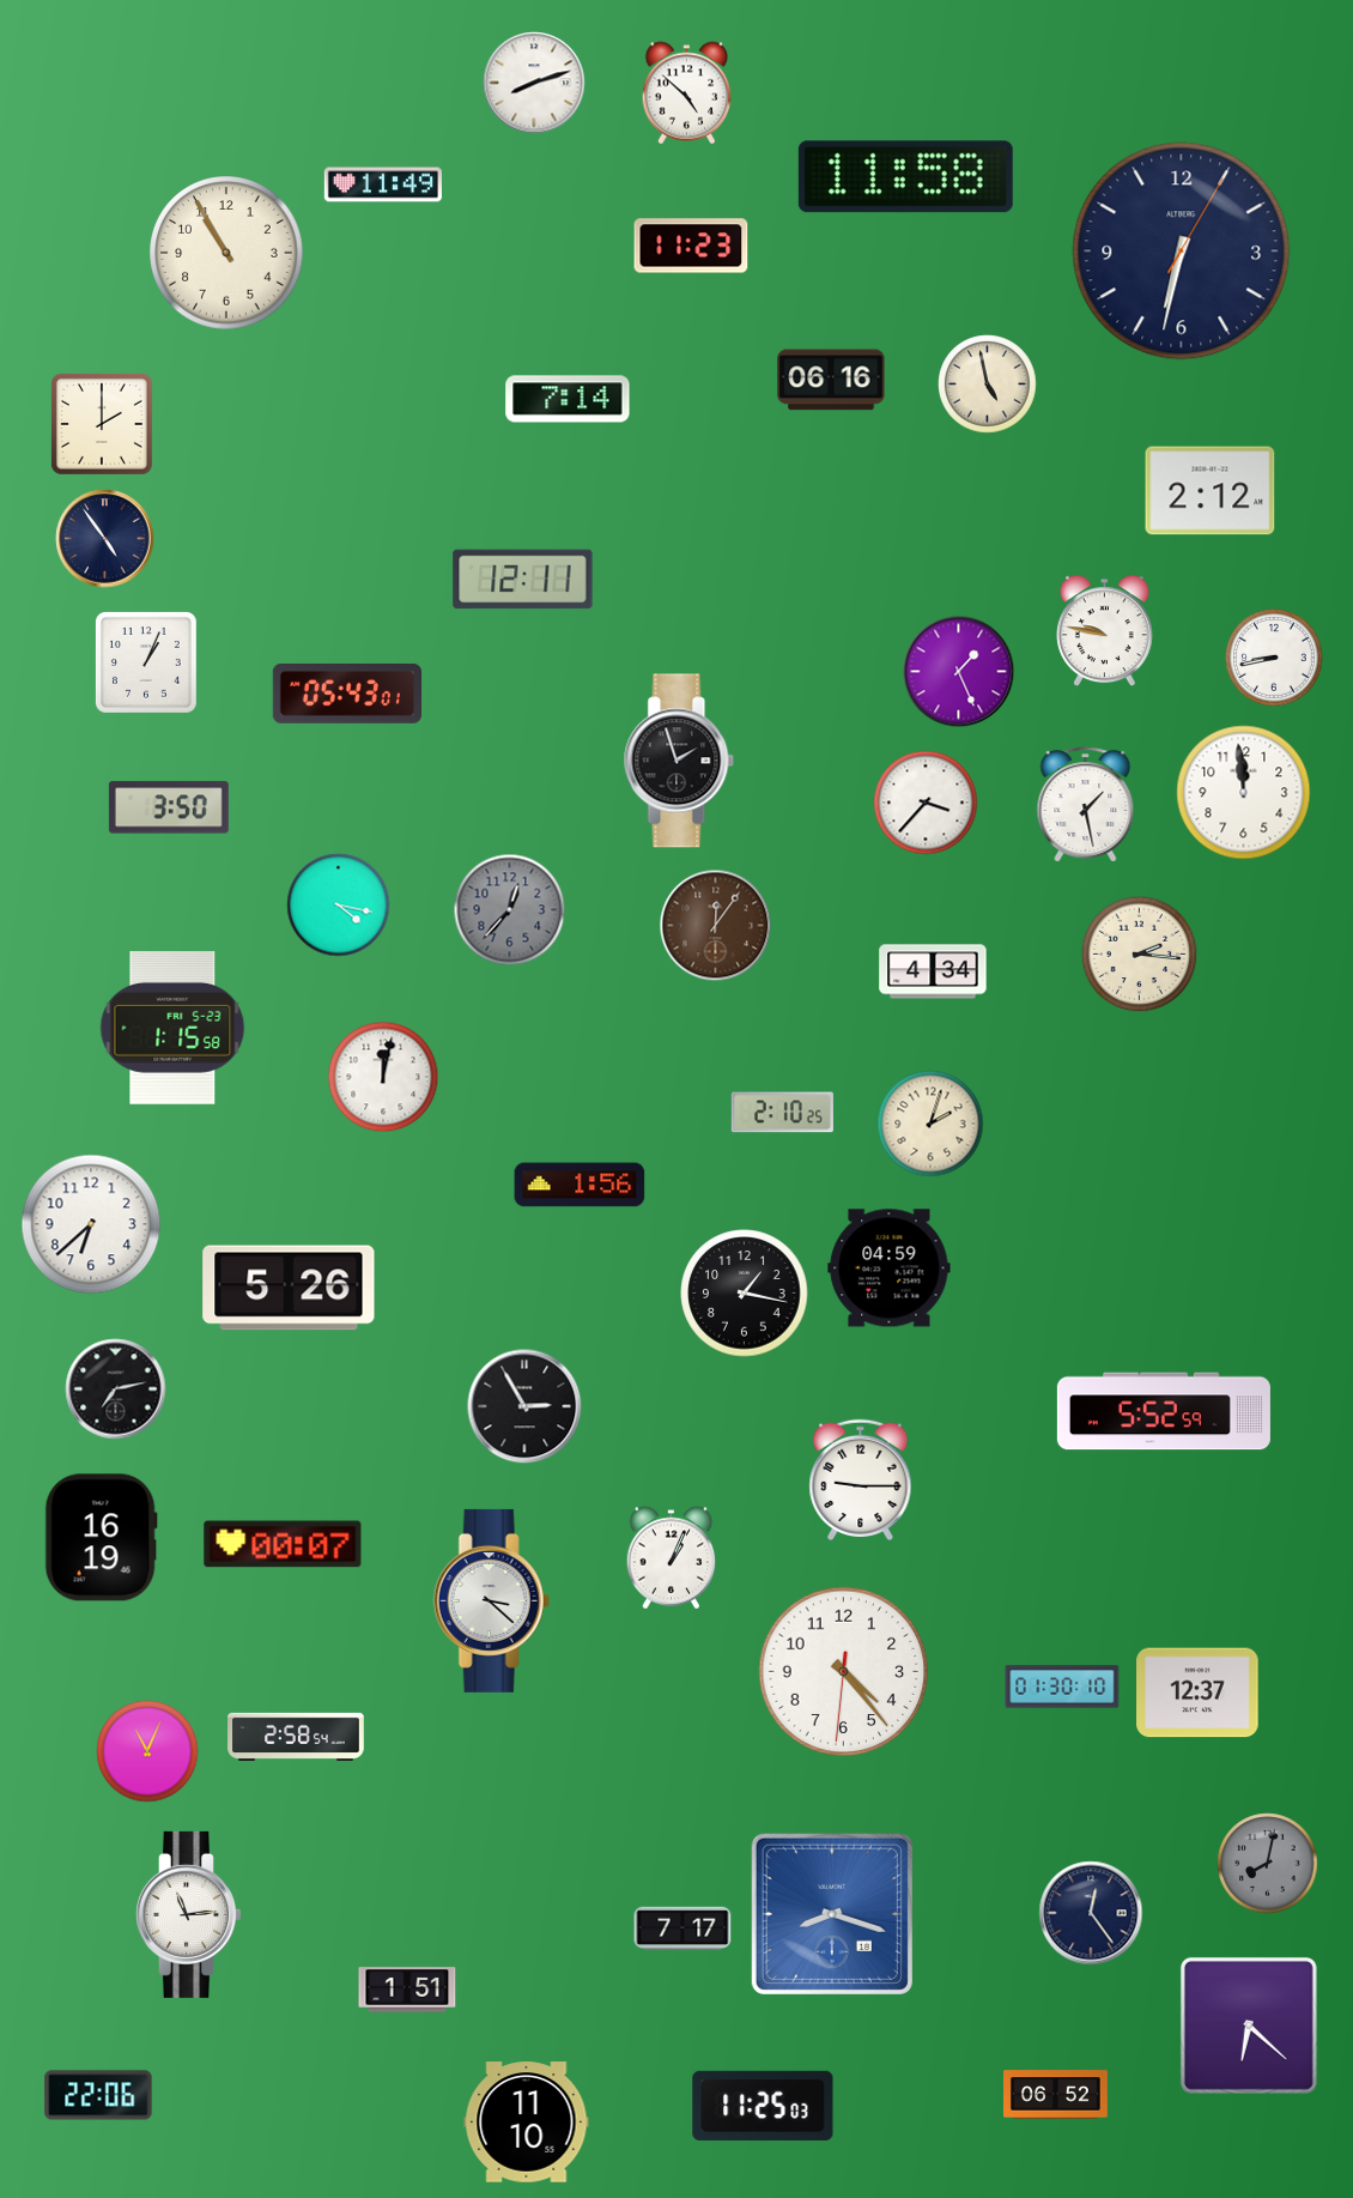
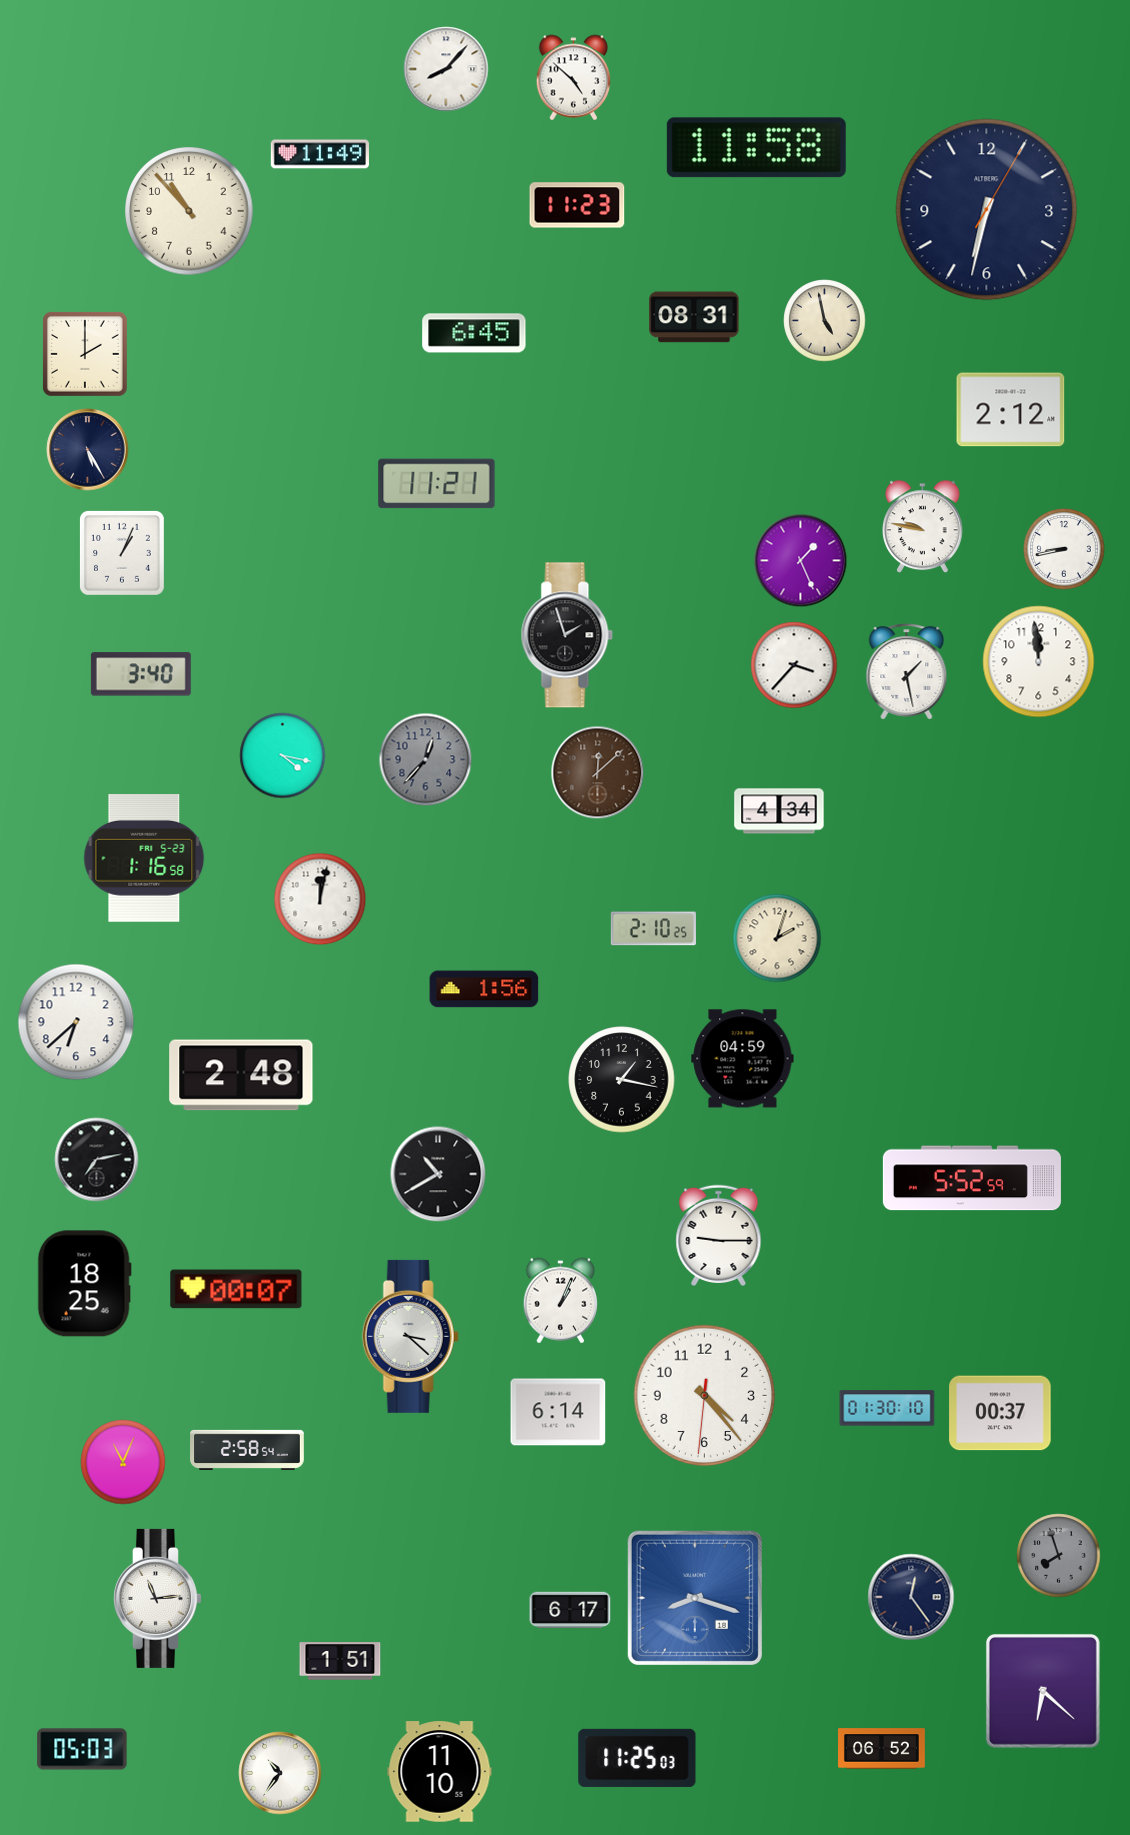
clock at (534, 83): 8:12 -> 8:07
clock at (226, 253): 10:55 -> 10:53
clock at (831, 380): 06:16 -> 08:31
clock at (568, 399): 7:14 -> 6:45
clock at (105, 539): 4:54 -> 5:25
clock at (523, 580): 12:11 -> 11:21
clock at (346, 695): 05:43 -> none
clock at (926, 803) position: (926, 803) -> (794, 665)
clock at (169, 807): 3:50 -> 3:40
clock at (716, 926): 12:06 -> 12:08
clock at (1140, 955): 2:16 -> none
clock at (172, 1029): 1:15 -> 1:16
clock at (289, 1288): 5:26 -> 2:48
clock at (524, 1406): 2:55 -> 10:40
clock at (101, 1538): 16:19 -> 18:25
clock at (558, 1412): none -> 6:14
clock at (1197, 1693): 12:37 -> 00:37
clock at (1268, 1864): 8:02 -> 7:57
clock at (682, 1928): 7:17 -> 6:17
clock at (98, 2095): 22:06 -> 05:03
clock at (280, 1773): none -> 10:36
